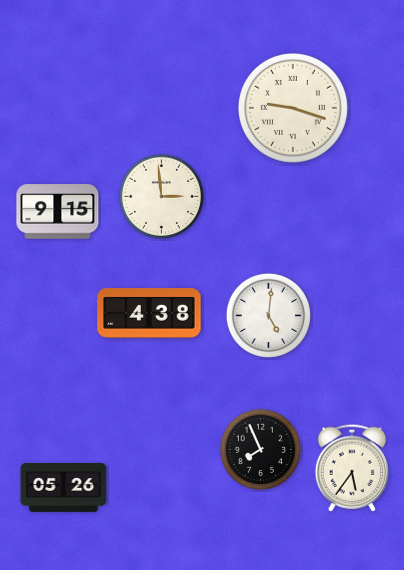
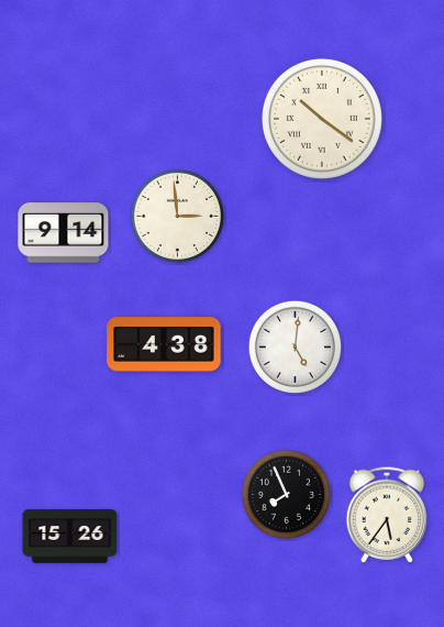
clock at (293, 108): 9:18 -> 10:21
clock at (58, 212): 9:15 -> 9:14
clock at (64, 488): 05:26 -> 15:26
